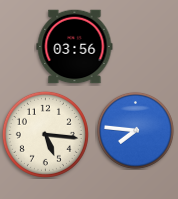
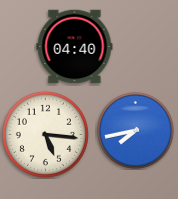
clock at (75, 47): 03:56 -> 04:40
clock at (135, 130): 7:46 -> 7:43
